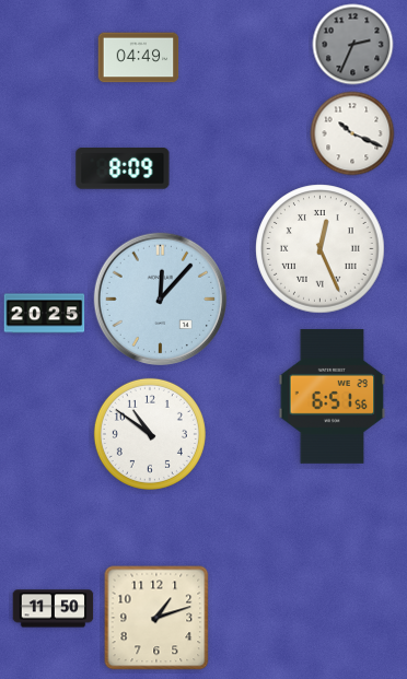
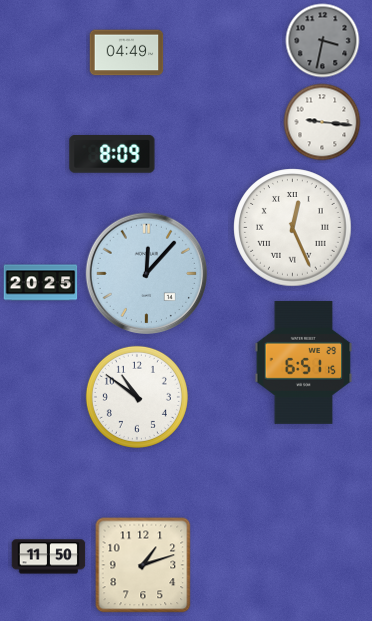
clock at (353, 45): 2:34 -> 3:32
clock at (352, 133): 10:19 -> 9:16
clock at (45, 314) position: (45, 314) -> (41, 283)
clock at (333, 396): 6:51:56 -> 6:51:15
